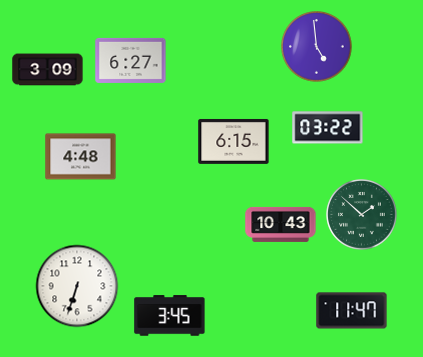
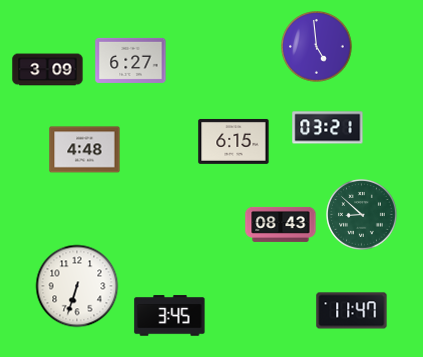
clock at (328, 128): 03:22 -> 03:21
clock at (81, 157) position: (81, 157) -> (85, 150)
clock at (362, 215): 1:52 -> 8:52
clock at (281, 224): 10:43 -> 08:43
